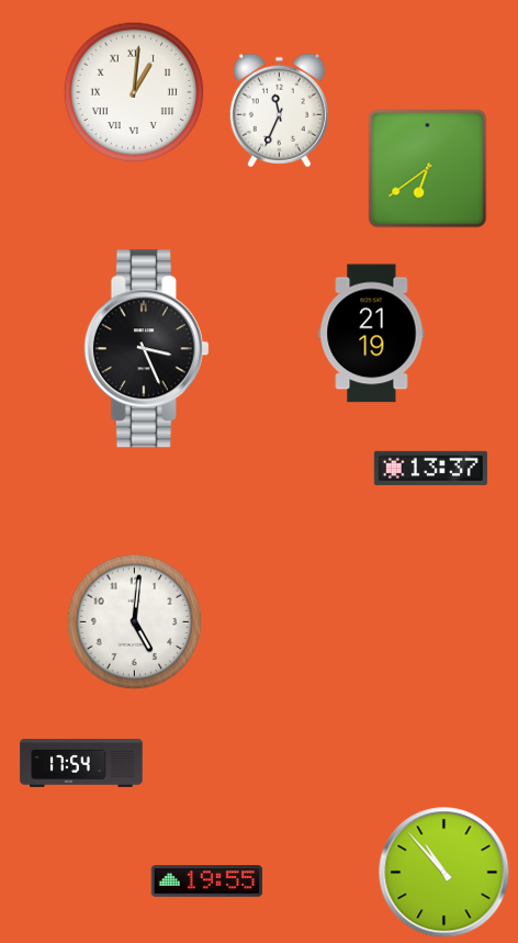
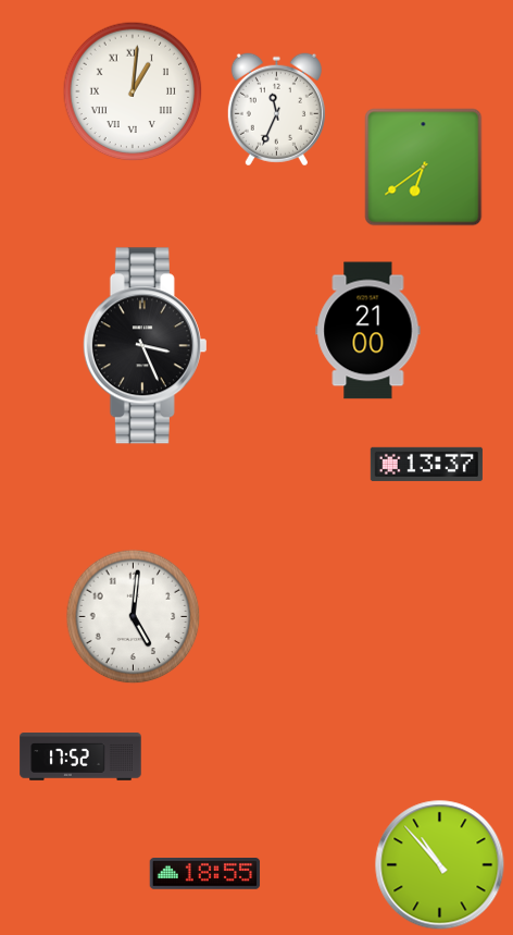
clock at (372, 334): 21:19 -> 21:00
clock at (81, 763): 17:54 -> 17:52
clock at (207, 882): 19:55 -> 18:55
